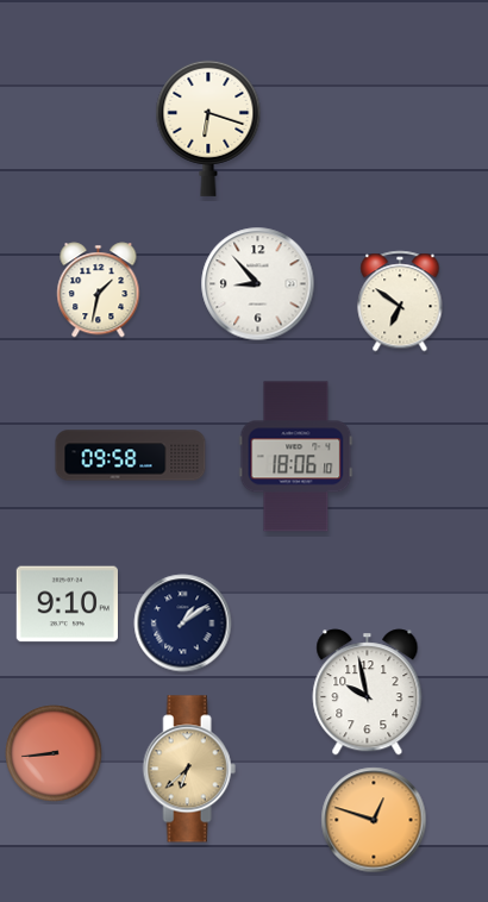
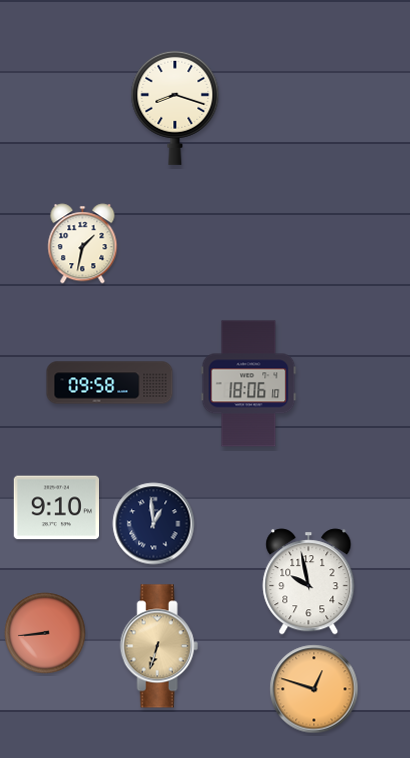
clock at (208, 129): 6:18 -> 8:18
clock at (258, 284): 8:53 -> none
clock at (400, 301): 6:51 -> none
clock at (183, 624): 1:09 -> 12:59
clock at (189, 769): 6:38 -> 6:33
